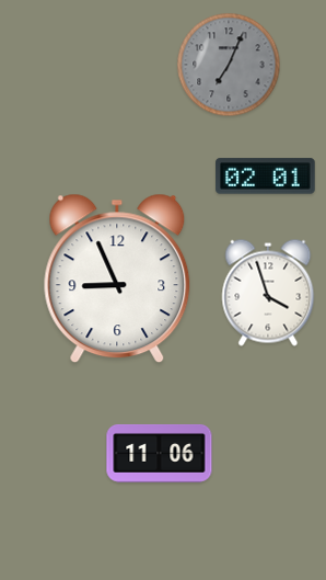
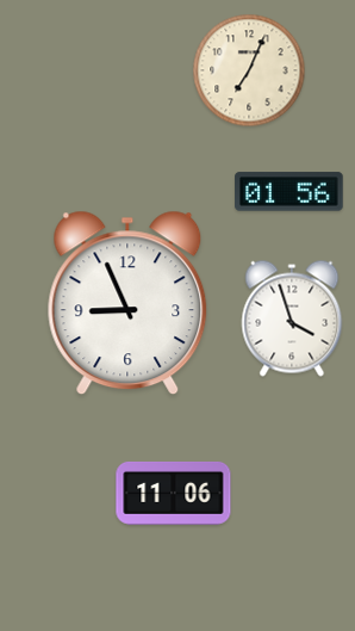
clock at (229, 65) dial: grey -> cream
clock at (266, 177): 02:01 -> 01:56
